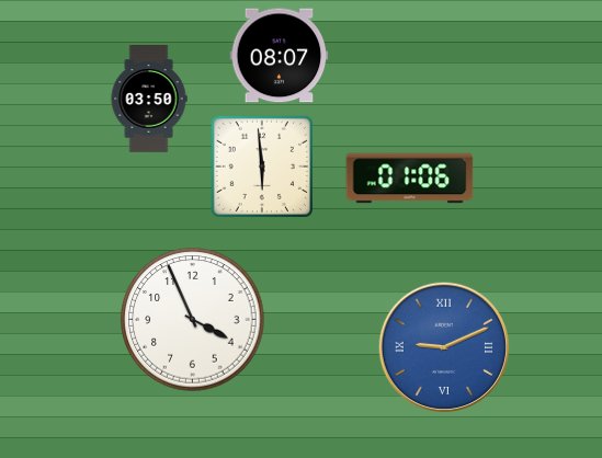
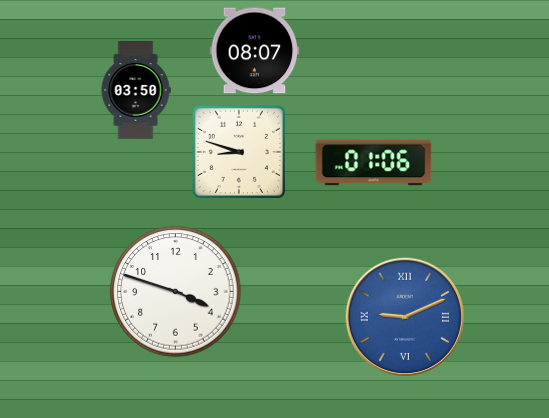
clock at (262, 167): 5:59 -> 8:48
clock at (193, 320): 3:56 -> 3:48
